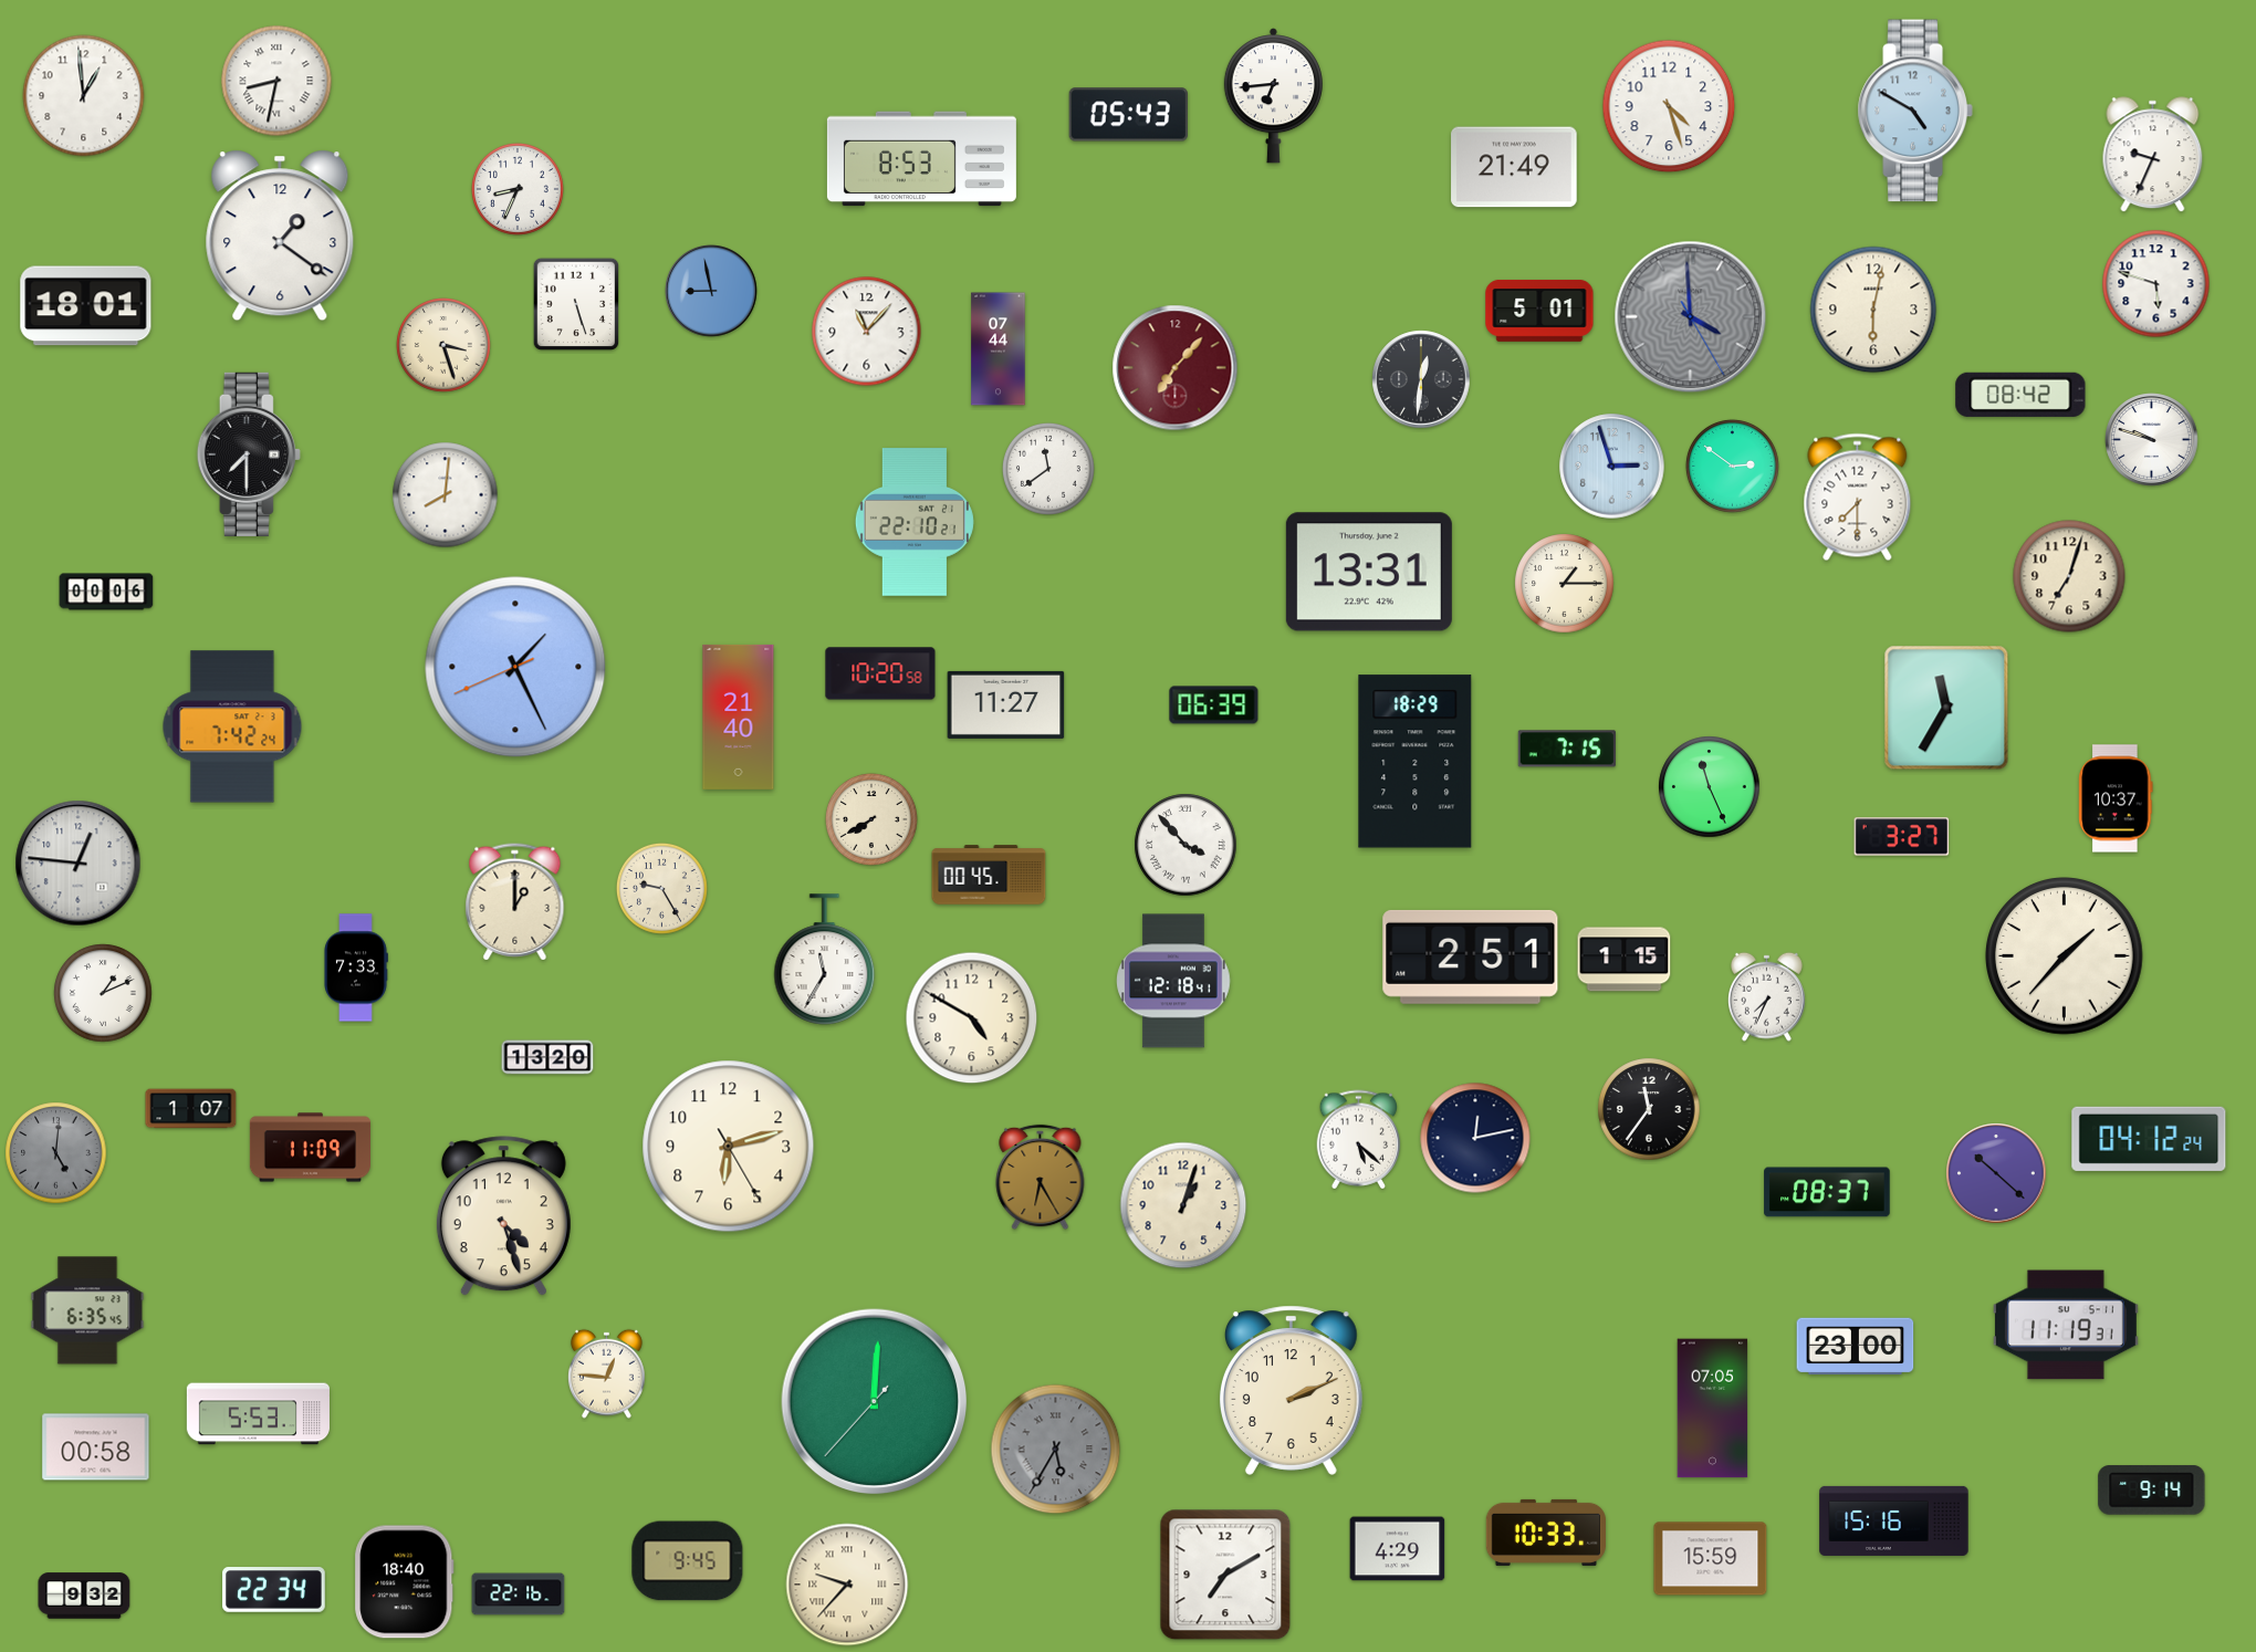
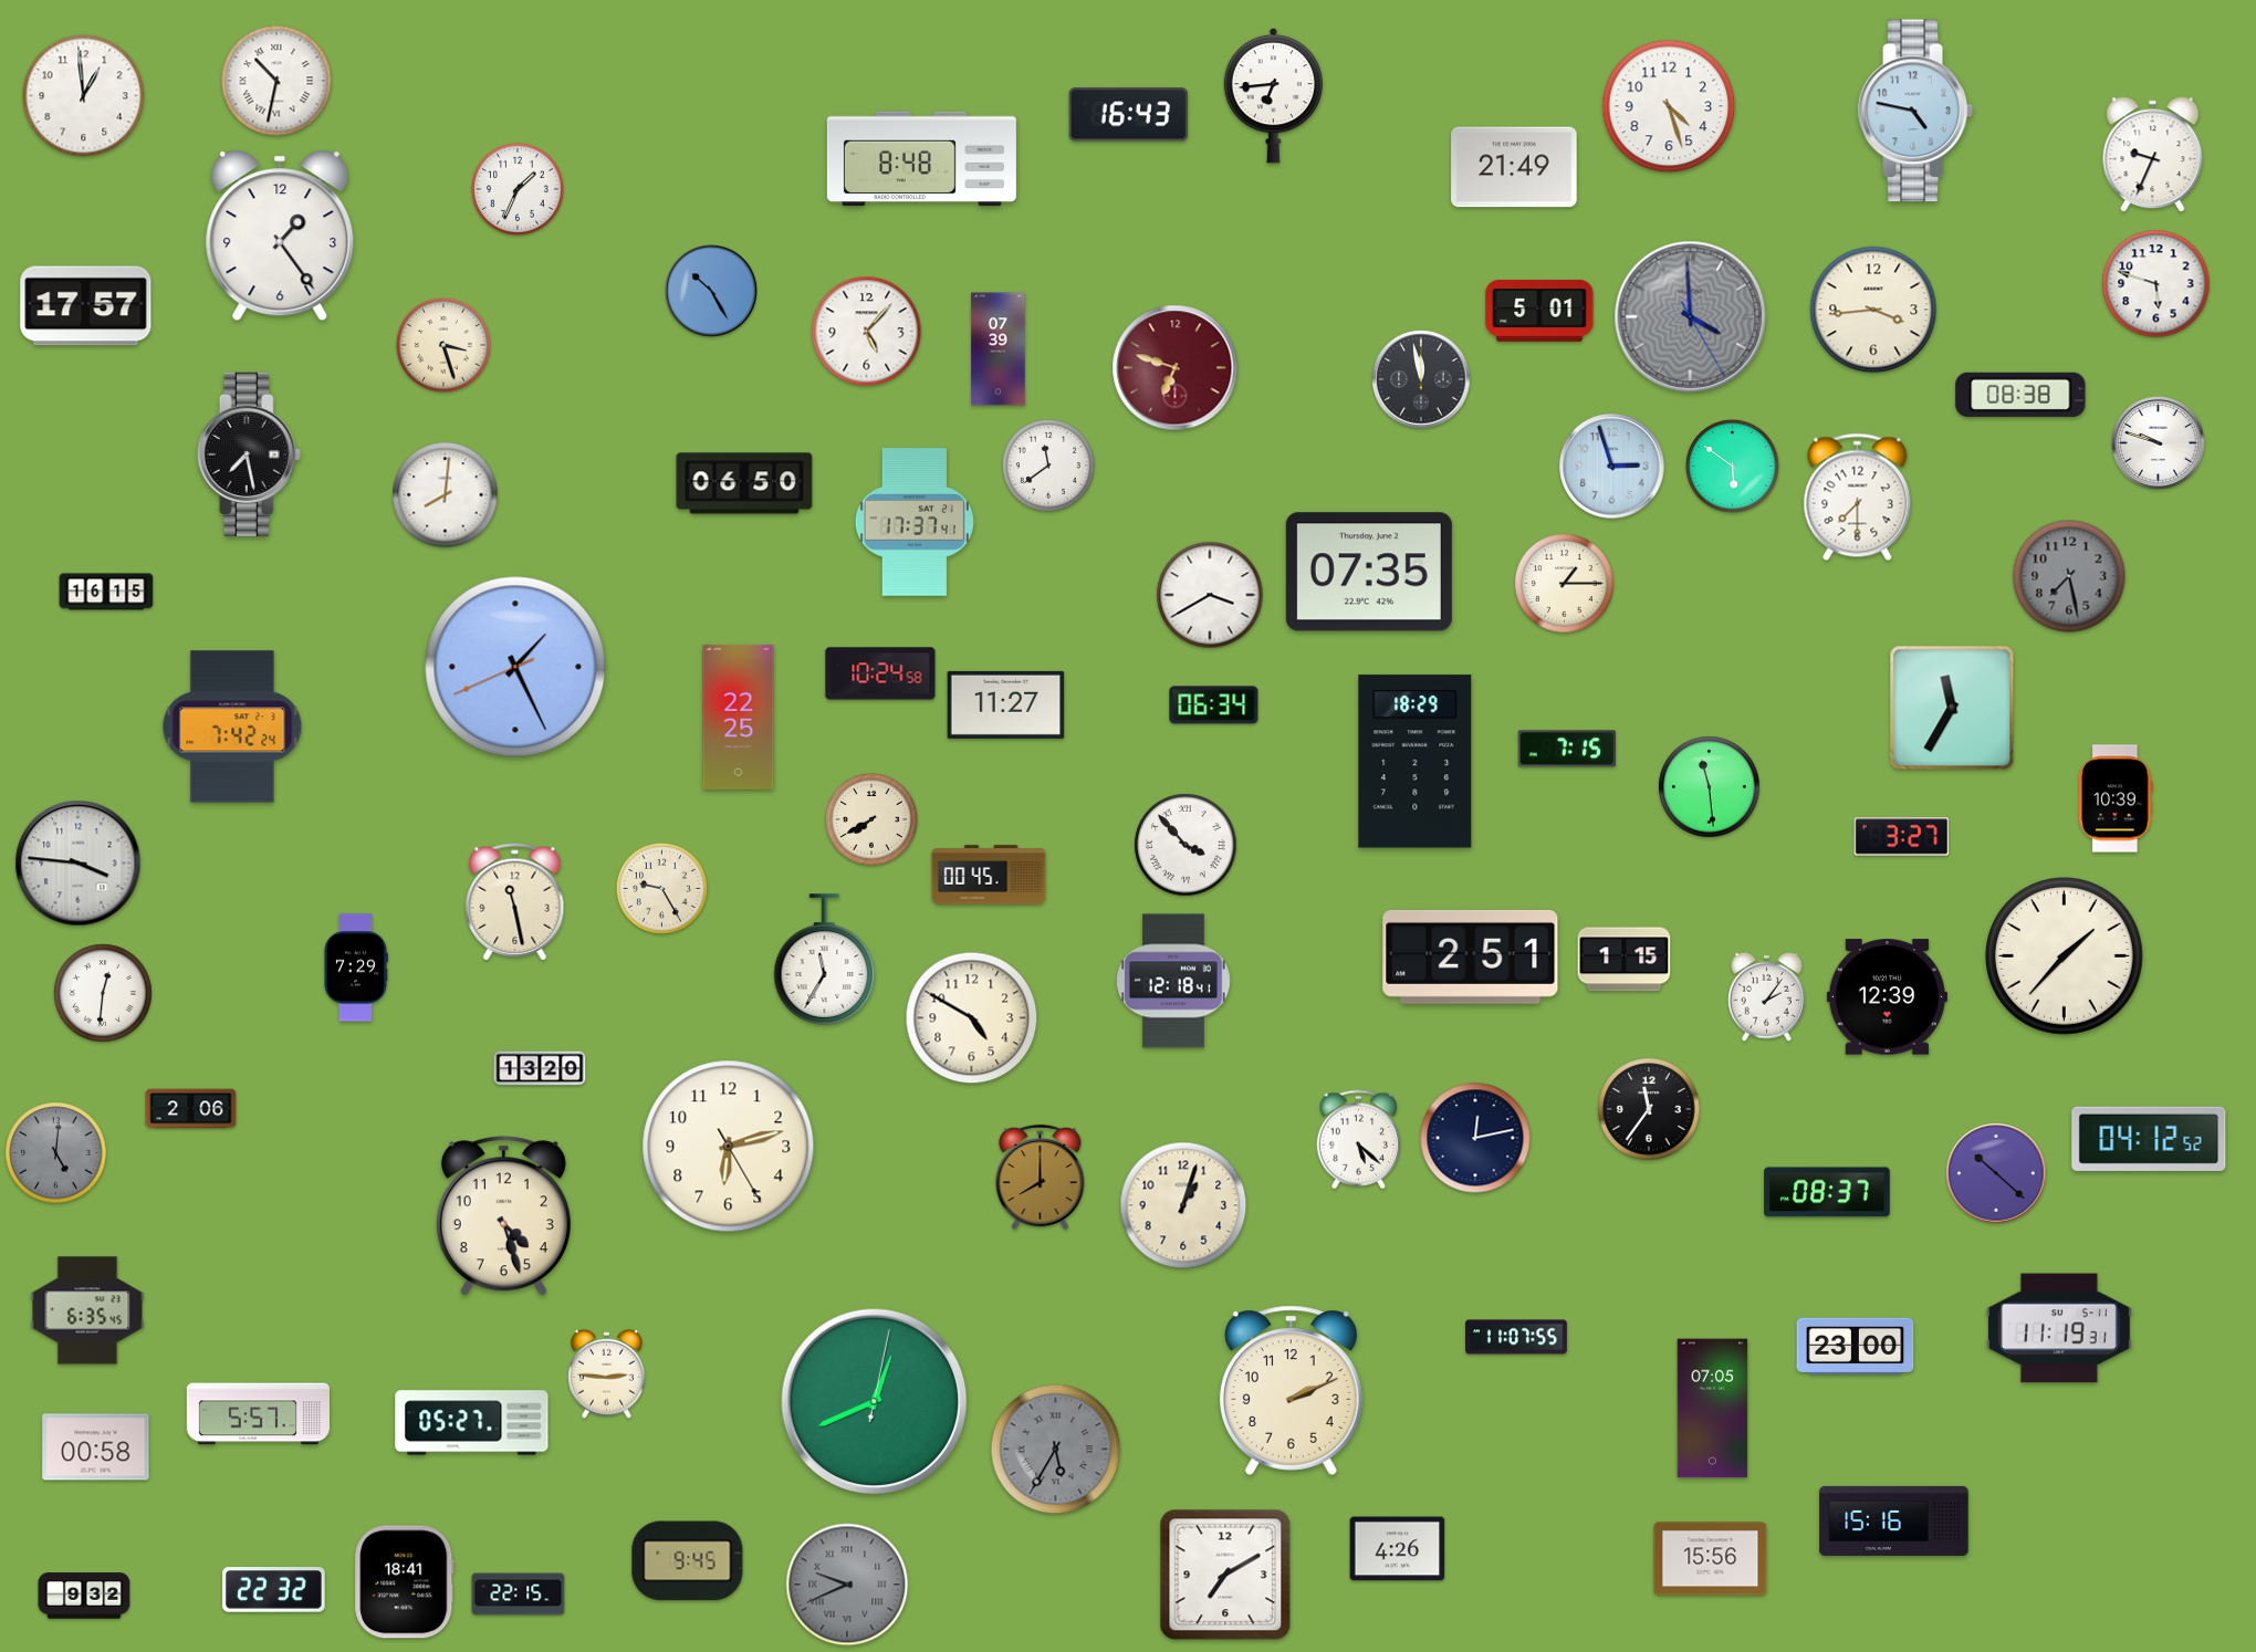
clock at (276, 81): 8:32 -> 10:32
clock at (1915, 111): 4:50 -> 4:47
clock at (1128, 115): 05:43 -> 16:43
clock at (921, 159): 8:53 -> 8:48
clock at (518, 189): 8:34 -> 1:34
clock at (280, 236): 1:21 -> 1:24
clock at (711, 291): 8:58 -> 10:25
clock at (576, 304): 5:27 -> none
clock at (86, 306): 18:01 -> 17:57
clock at (1873, 310): 6:02 -> 3:44
clock at (867, 332): 11:07 -> 5:07
clock at (999, 349): 07:44 -> 07:39
clock at (1176, 368): 7:07 -> 6:48
clock at (1421, 379): 12:31 -> 11:58
clock at (2020, 395): 08:42 -> 08:38
clock at (2152, 440) position: (2152, 440) -> (2159, 443)
clock at (249, 454): 7:30 -> 7:28
clock at (1733, 467): 2:51 -> 5:51
clock at (1048, 469) position: (1048, 469) -> (1048, 466)
clock at (744, 483): none -> 06:50
clock at (915, 522): 22:10 -> 17:37
clock at (1369, 572): 13:31 -> 07:35
clock at (2069, 576): 7:03 -> 7:28
clock at (2069, 576) dial: cream -> grey
clock at (106, 592): 00:06 -> 16:15
clock at (1210, 595): none -> 3:40
clock at (880, 673): 10:20 -> 10:24
clock at (1214, 705): 06:39 -> 06:34
clock at (1946, 708) position: (1946, 708) -> (1952, 708)
clock at (739, 717): 21:40 -> 22:25
clock at (1710, 787): 11:26 -> 11:29
clock at (2116, 798): 10:37 -> 10:39
clock at (79, 864): 12:46 -> 3:46
clock at (515, 902): 1:00 -> 11:28
clock at (356, 968): 7:33 -> 7:29
clock at (103, 993): 1:11 -> 12:31
clock at (1766, 996): 7:34 -> 2:06
clock at (1887, 997): none -> 12:39
clock at (547, 1057) position: (547, 1057) -> (540, 1068)
clock at (191, 1109): 1:07 -> 2:06
clock at (2149, 1139): 04:12:24 -> 04:12:52
clock at (310, 1148): 11:09 -> none
clock at (1041, 1178): 6:25 -> 8:00
clock at (2066, 1325) position: (2066, 1325) -> (2059, 1328)
clock at (1517, 1337): none -> 11:07
clock at (606, 1373): 12:46 -> 2:46
clock at (875, 1402): 12:00 -> 12:41
clock at (258, 1414): 5:53 -> 5:57
clock at (472, 1423): none -> 05:27
clock at (2152, 1491): 9:14 -> none
clock at (1545, 1533): 10:33 -> none
clock at (1398, 1549): 4:29 -> 4:26
clock at (1711, 1559): 15:59 -> 15:56
clock at (405, 1582): 18:40 -> 18:41
clock at (847, 1585): 9:37 -> 9:41
clock at (847, 1585) dial: cream -> grey
clock at (274, 1590): 22:34 -> 22:32
clock at (519, 1595): 22:16 -> 22:15
